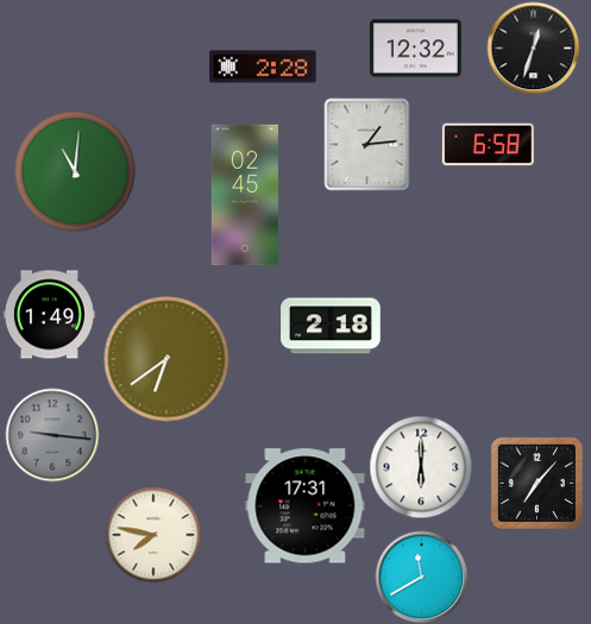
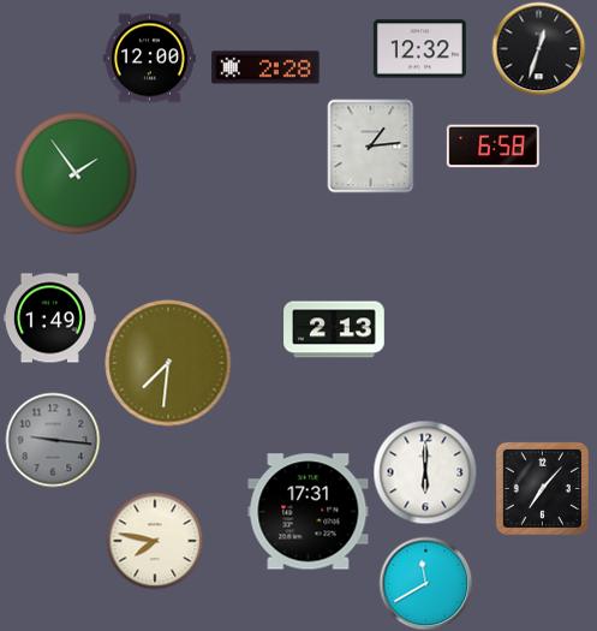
clock at (149, 59): none -> 12:00
clock at (75, 171): 11:01 -> 1:54
clock at (245, 195): 02:45 -> none
clock at (331, 326): 2:18 -> 2:13
clock at (166, 359): 6:39 -> 7:31
